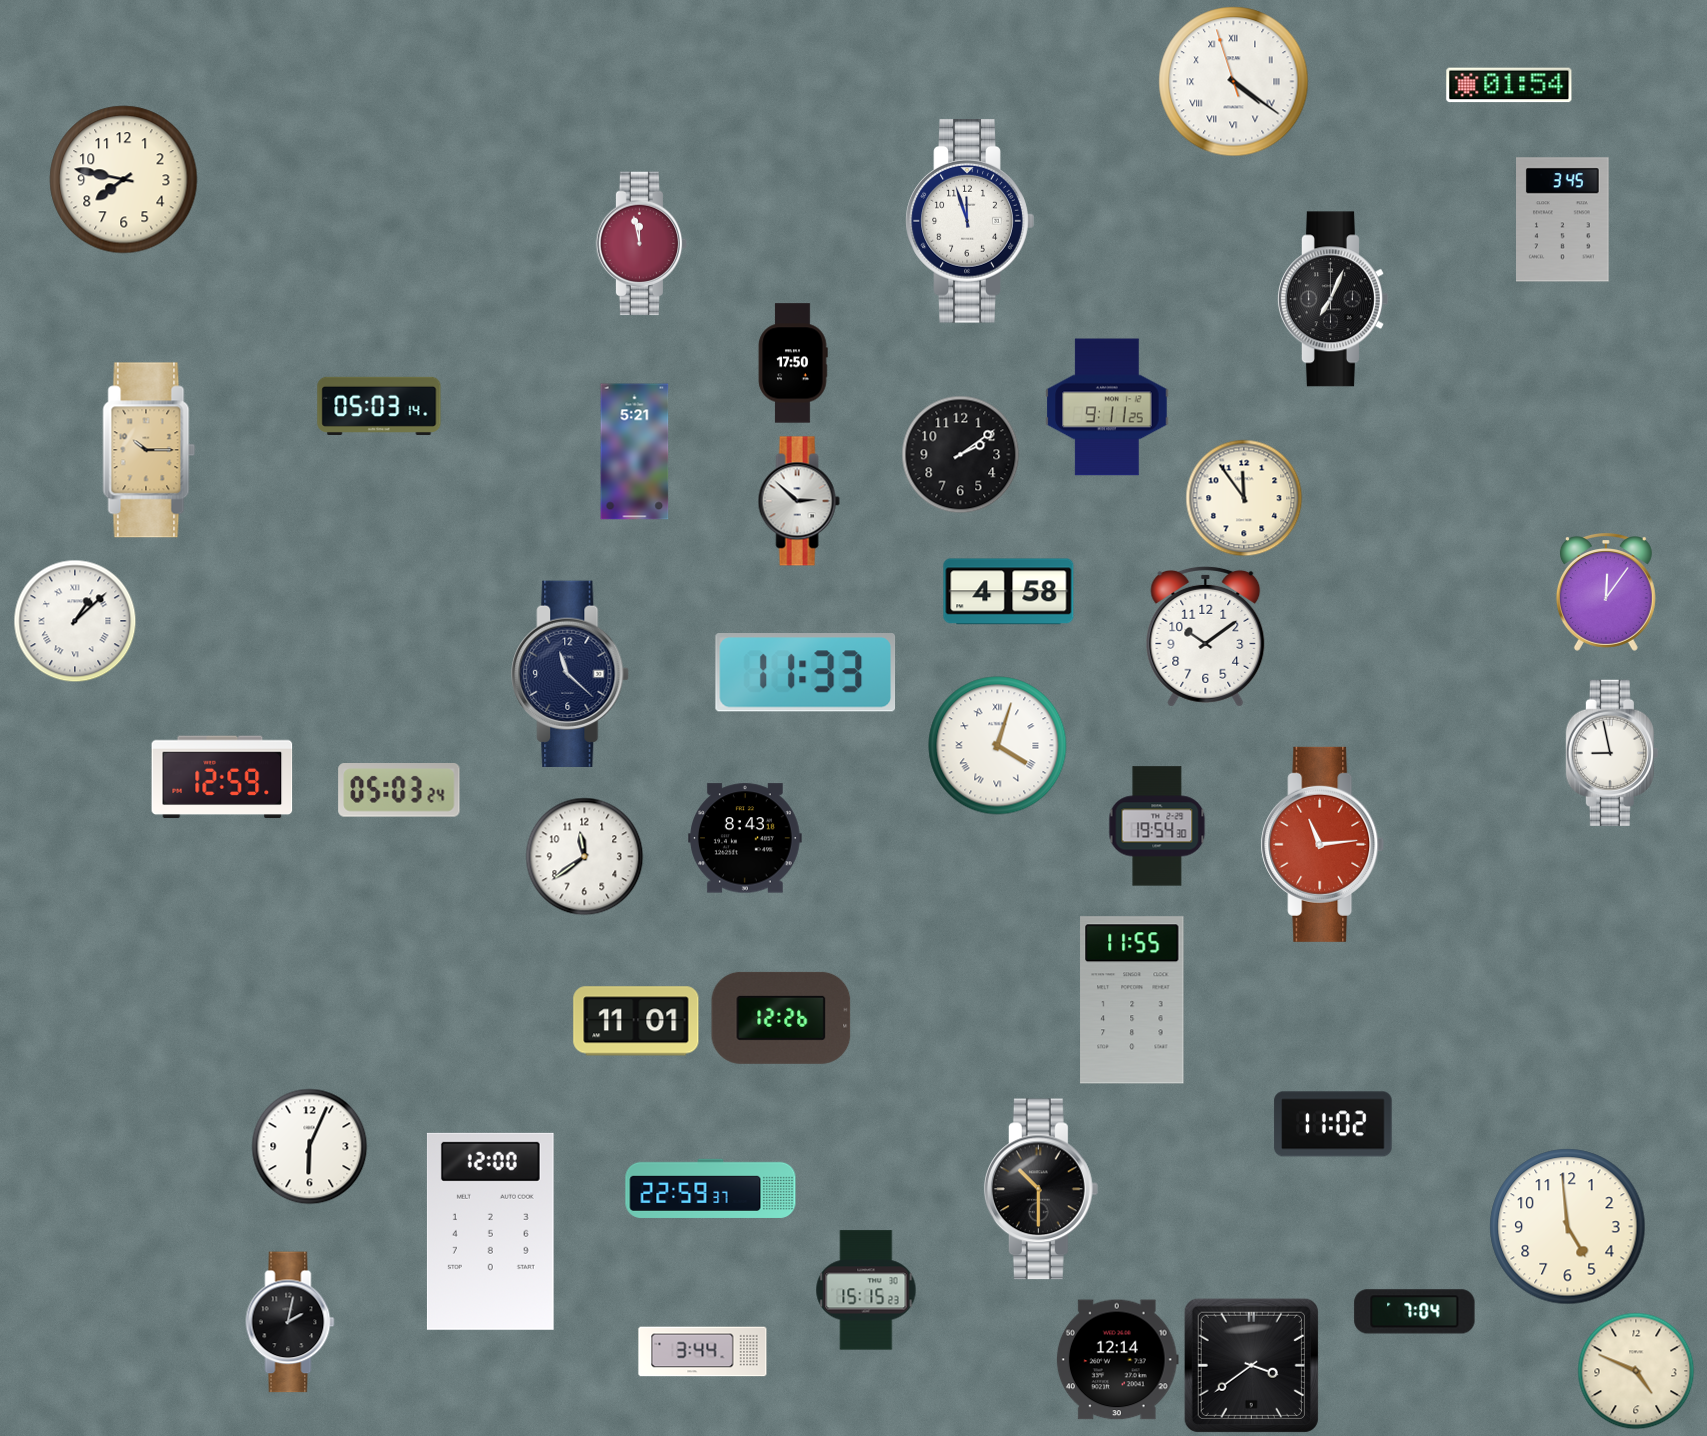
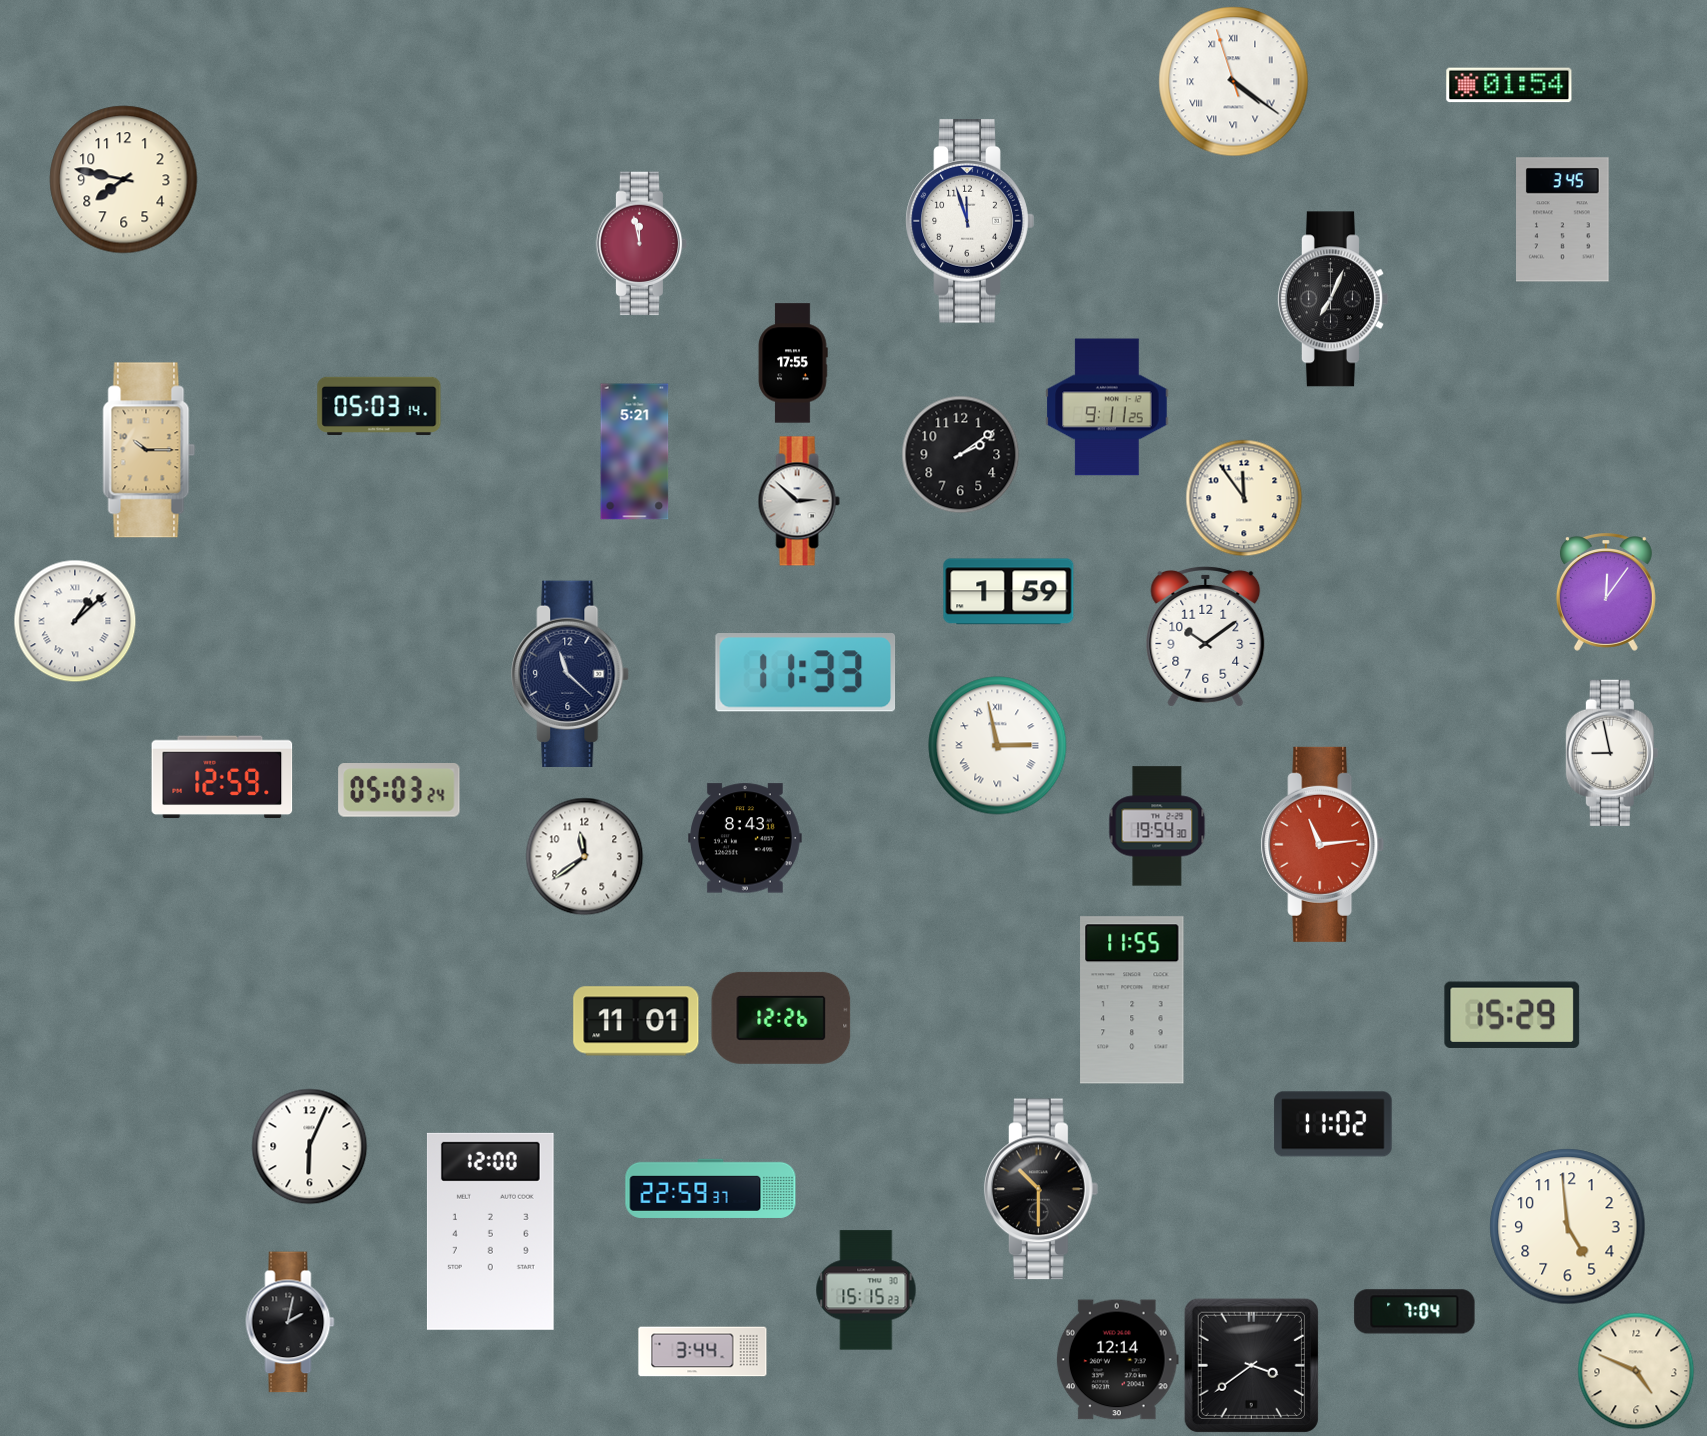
clock at (793, 363): 17:50 -> 17:55
clock at (1009, 592): 4:58 -> 1:59
clock at (998, 746): 4:03 -> 2:58
clock at (1512, 1014): none -> 15:29
